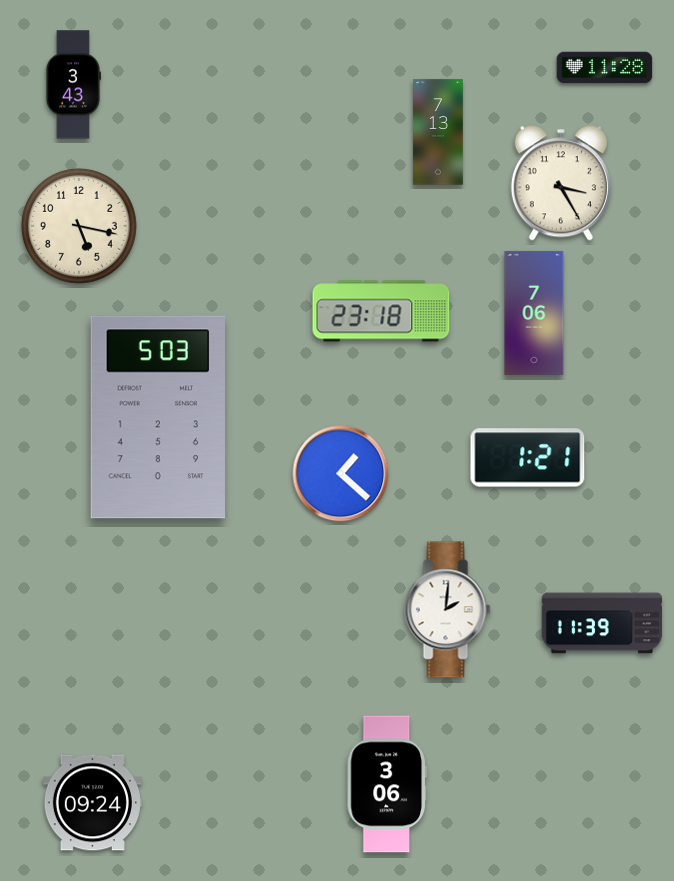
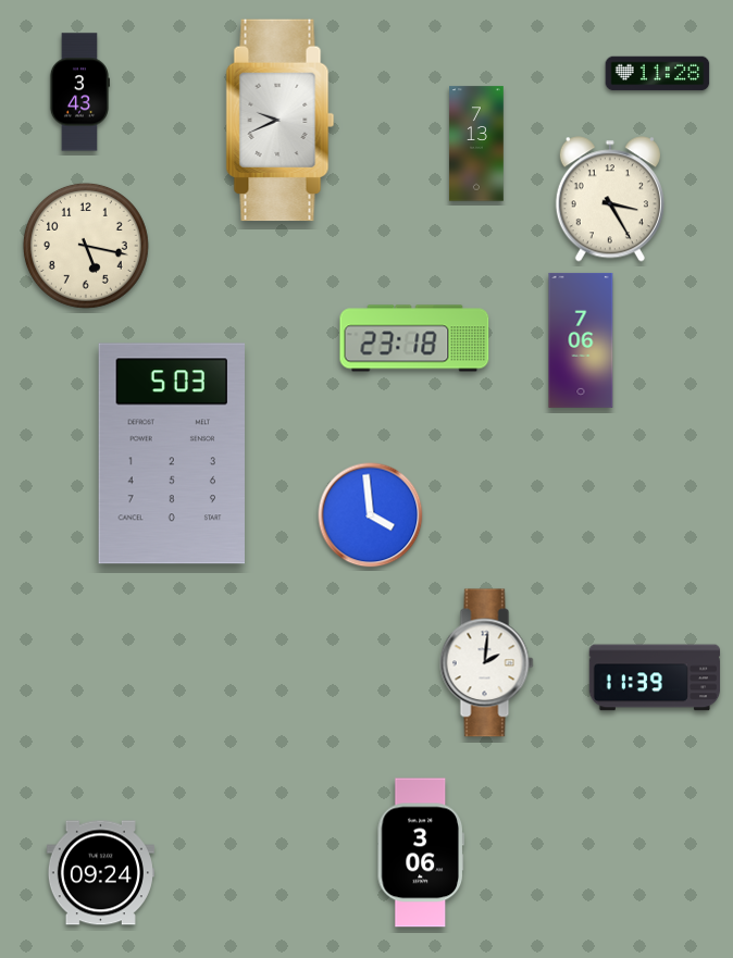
clock at (281, 121): none -> 9:41
clock at (528, 458): 1:21 -> none
clock at (341, 474): 1:22 -> 3:59
